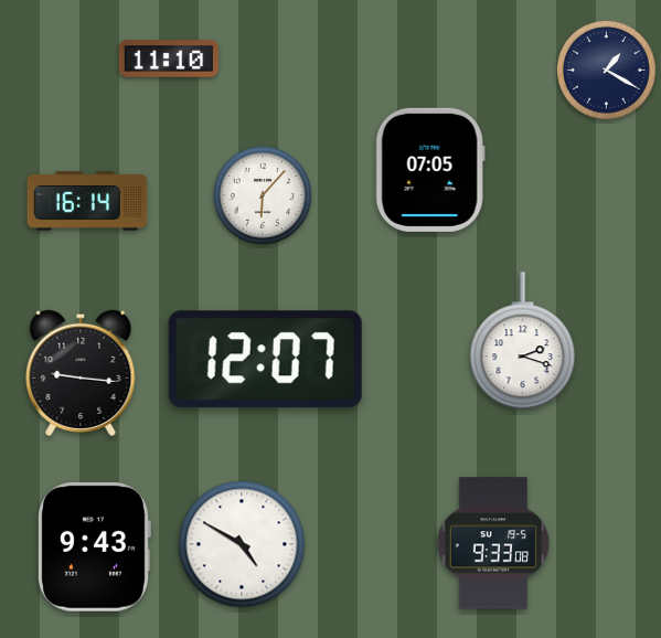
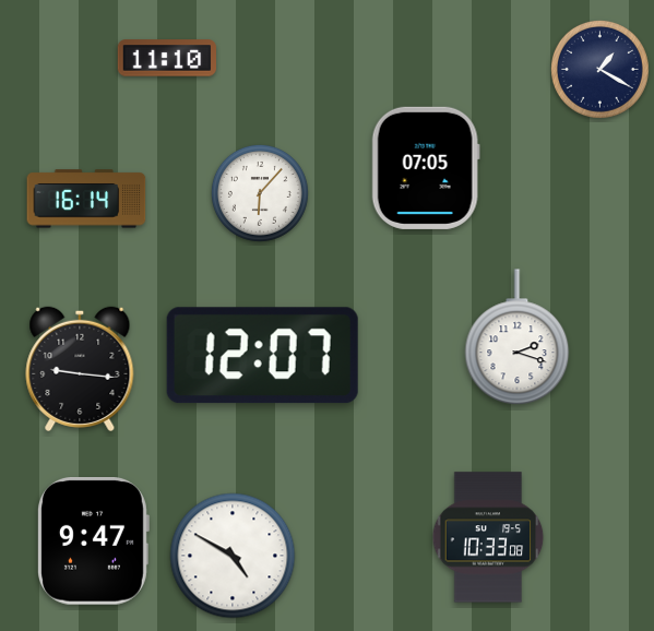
clock at (493, 543): 9:33 -> 10:33
clock at (242, 544) position: (242, 544) -> (233, 556)
clock at (95, 547): 9:43 -> 9:47
